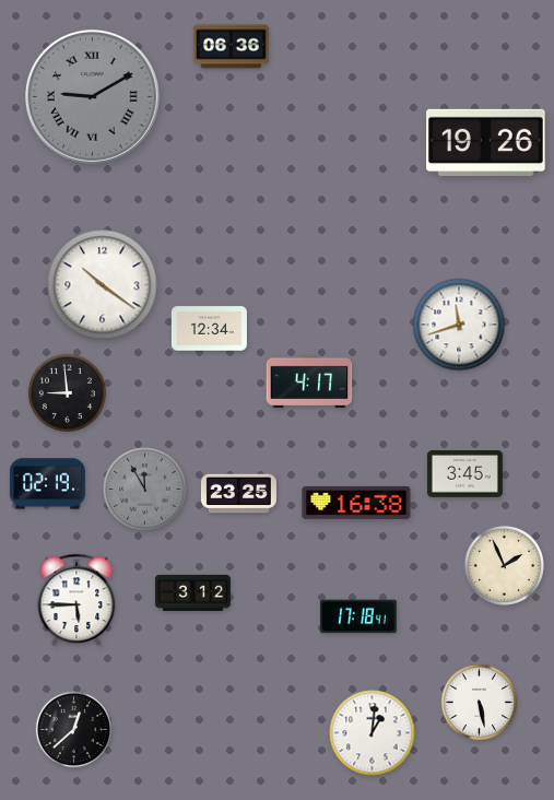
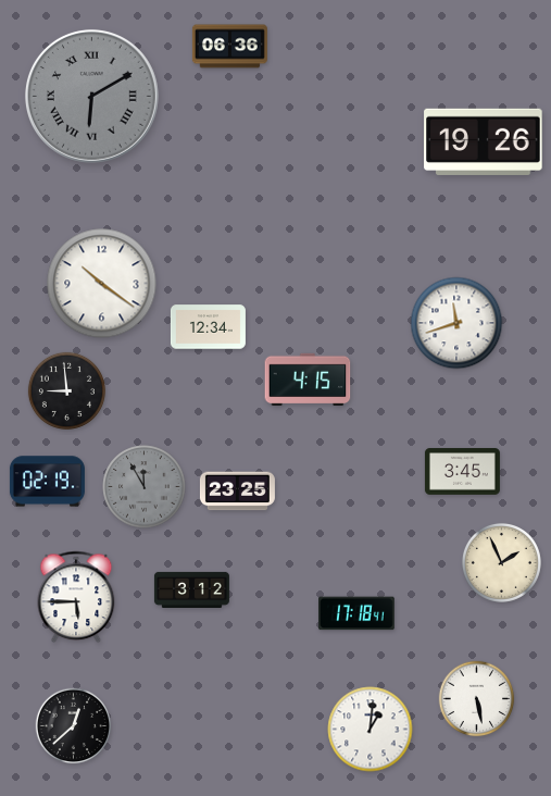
clock at (92, 96): 9:10 -> 6:10
clock at (309, 381): 4:17 -> 4:15
clock at (356, 503): 16:38 -> none
